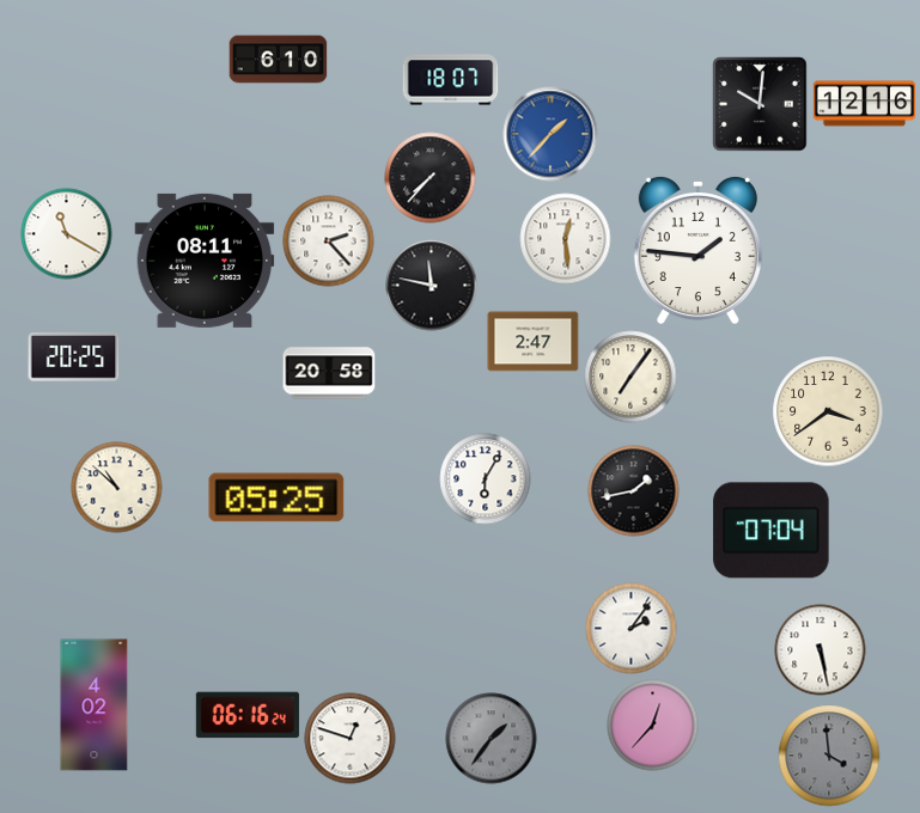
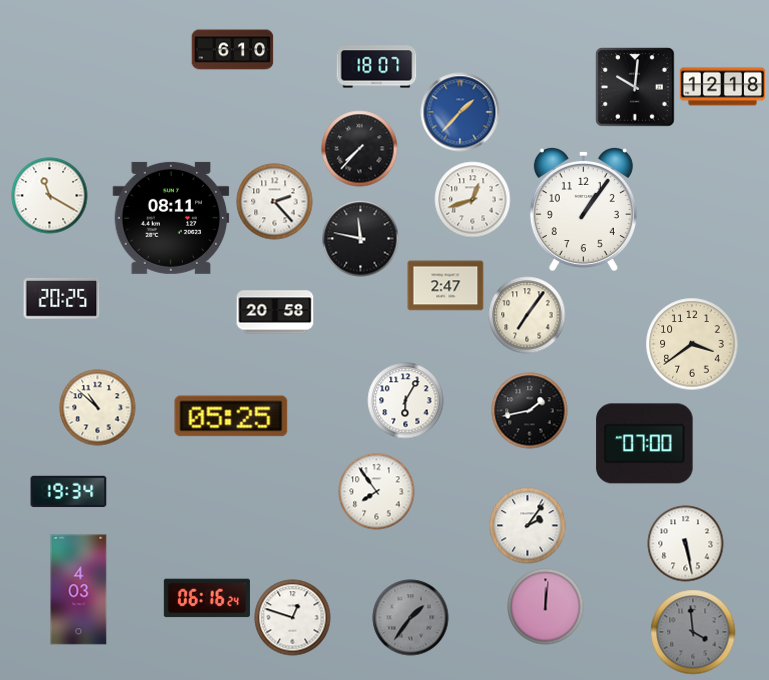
clock at (865, 104): 12:16 -> 12:18
clock at (67, 234) position: (67, 234) -> (50, 196)
clock at (566, 239): 12:29 -> 12:42
clock at (697, 249): 1:46 -> 1:06
clock at (772, 531): 07:04 -> 07:00
clock at (69, 492): none -> 19:34
clock at (377, 492): none -> 7:54
clock at (95, 705): 4:02 -> 4:03
clock at (653, 726): 12:37 -> 12:01
